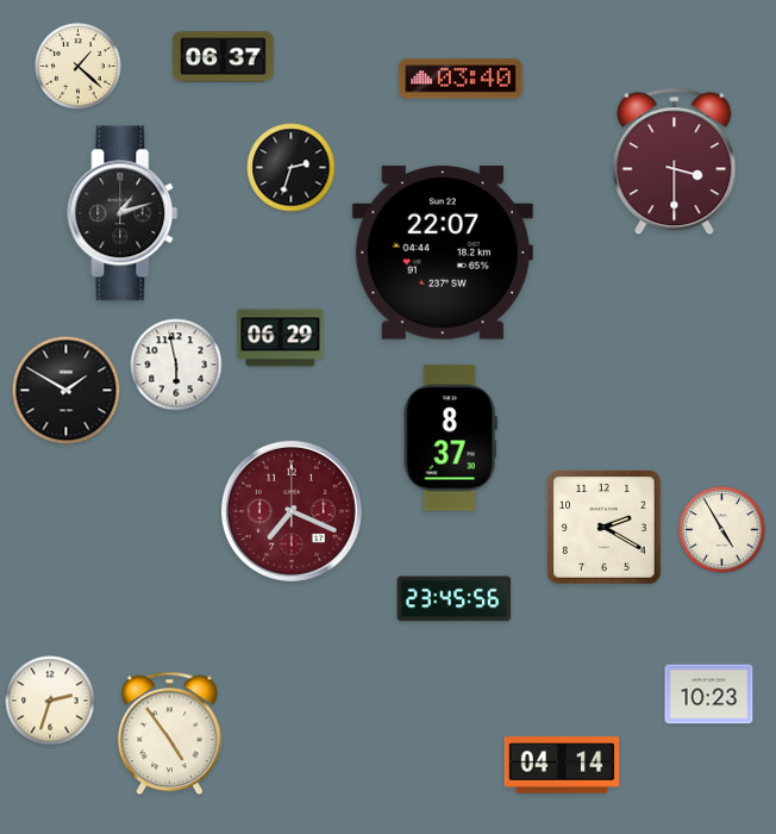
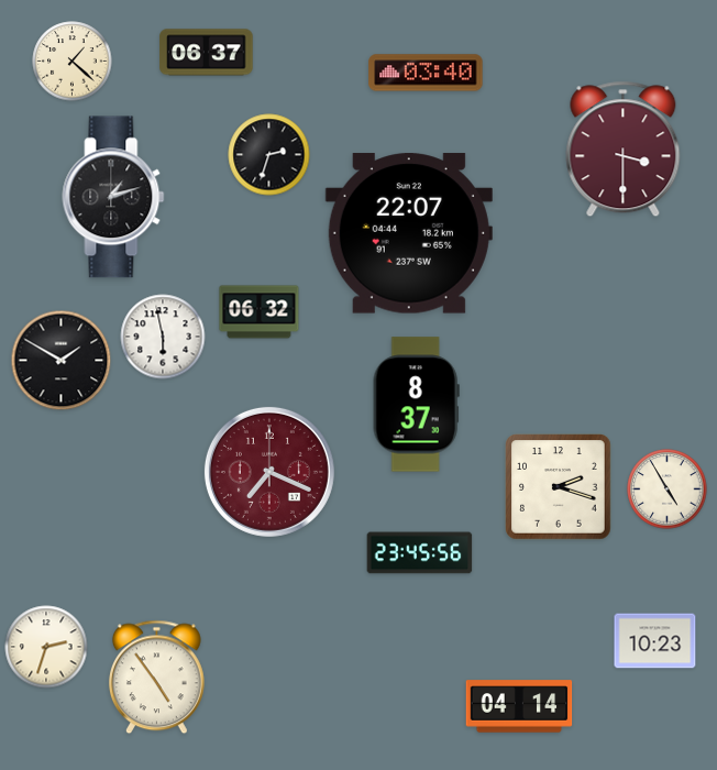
clock at (281, 338): 06:29 -> 06:32
clock at (605, 528): 2:20 -> 2:18
